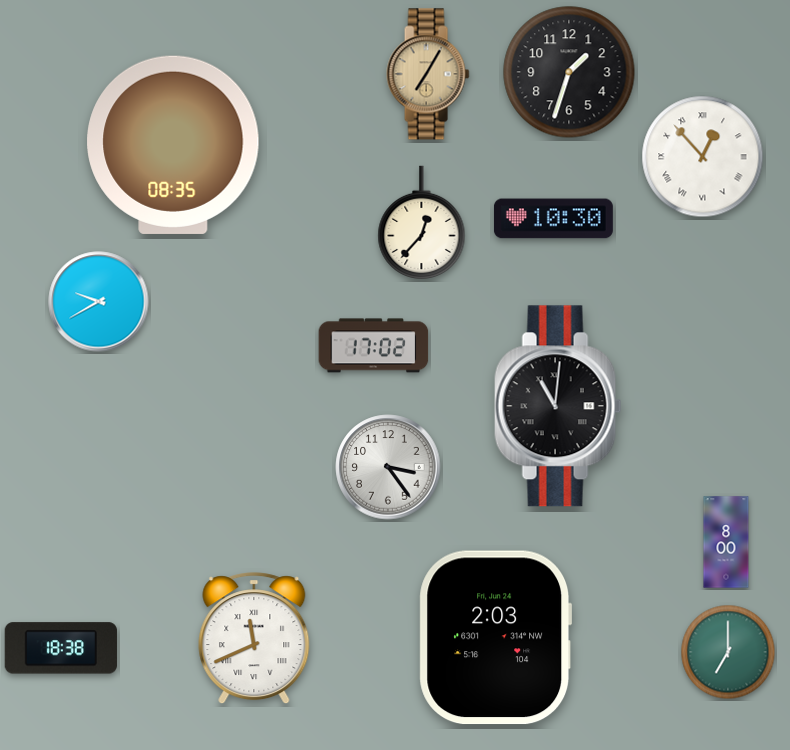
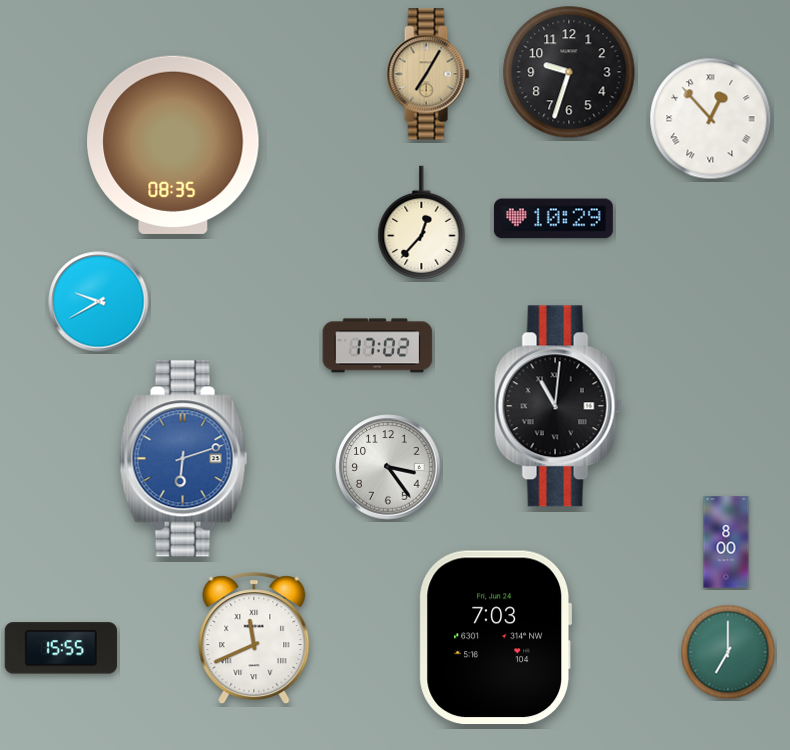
clock at (569, 72): 1:33 -> 9:33
clock at (703, 157) position: (703, 157) -> (711, 119)
clock at (553, 219): 10:30 -> 10:29
clock at (374, 346) position: (374, 346) -> (378, 346)
clock at (184, 459): none -> 6:12
clock at (495, 638): 2:03 -> 7:03
clock at (61, 648): 18:38 -> 15:55
